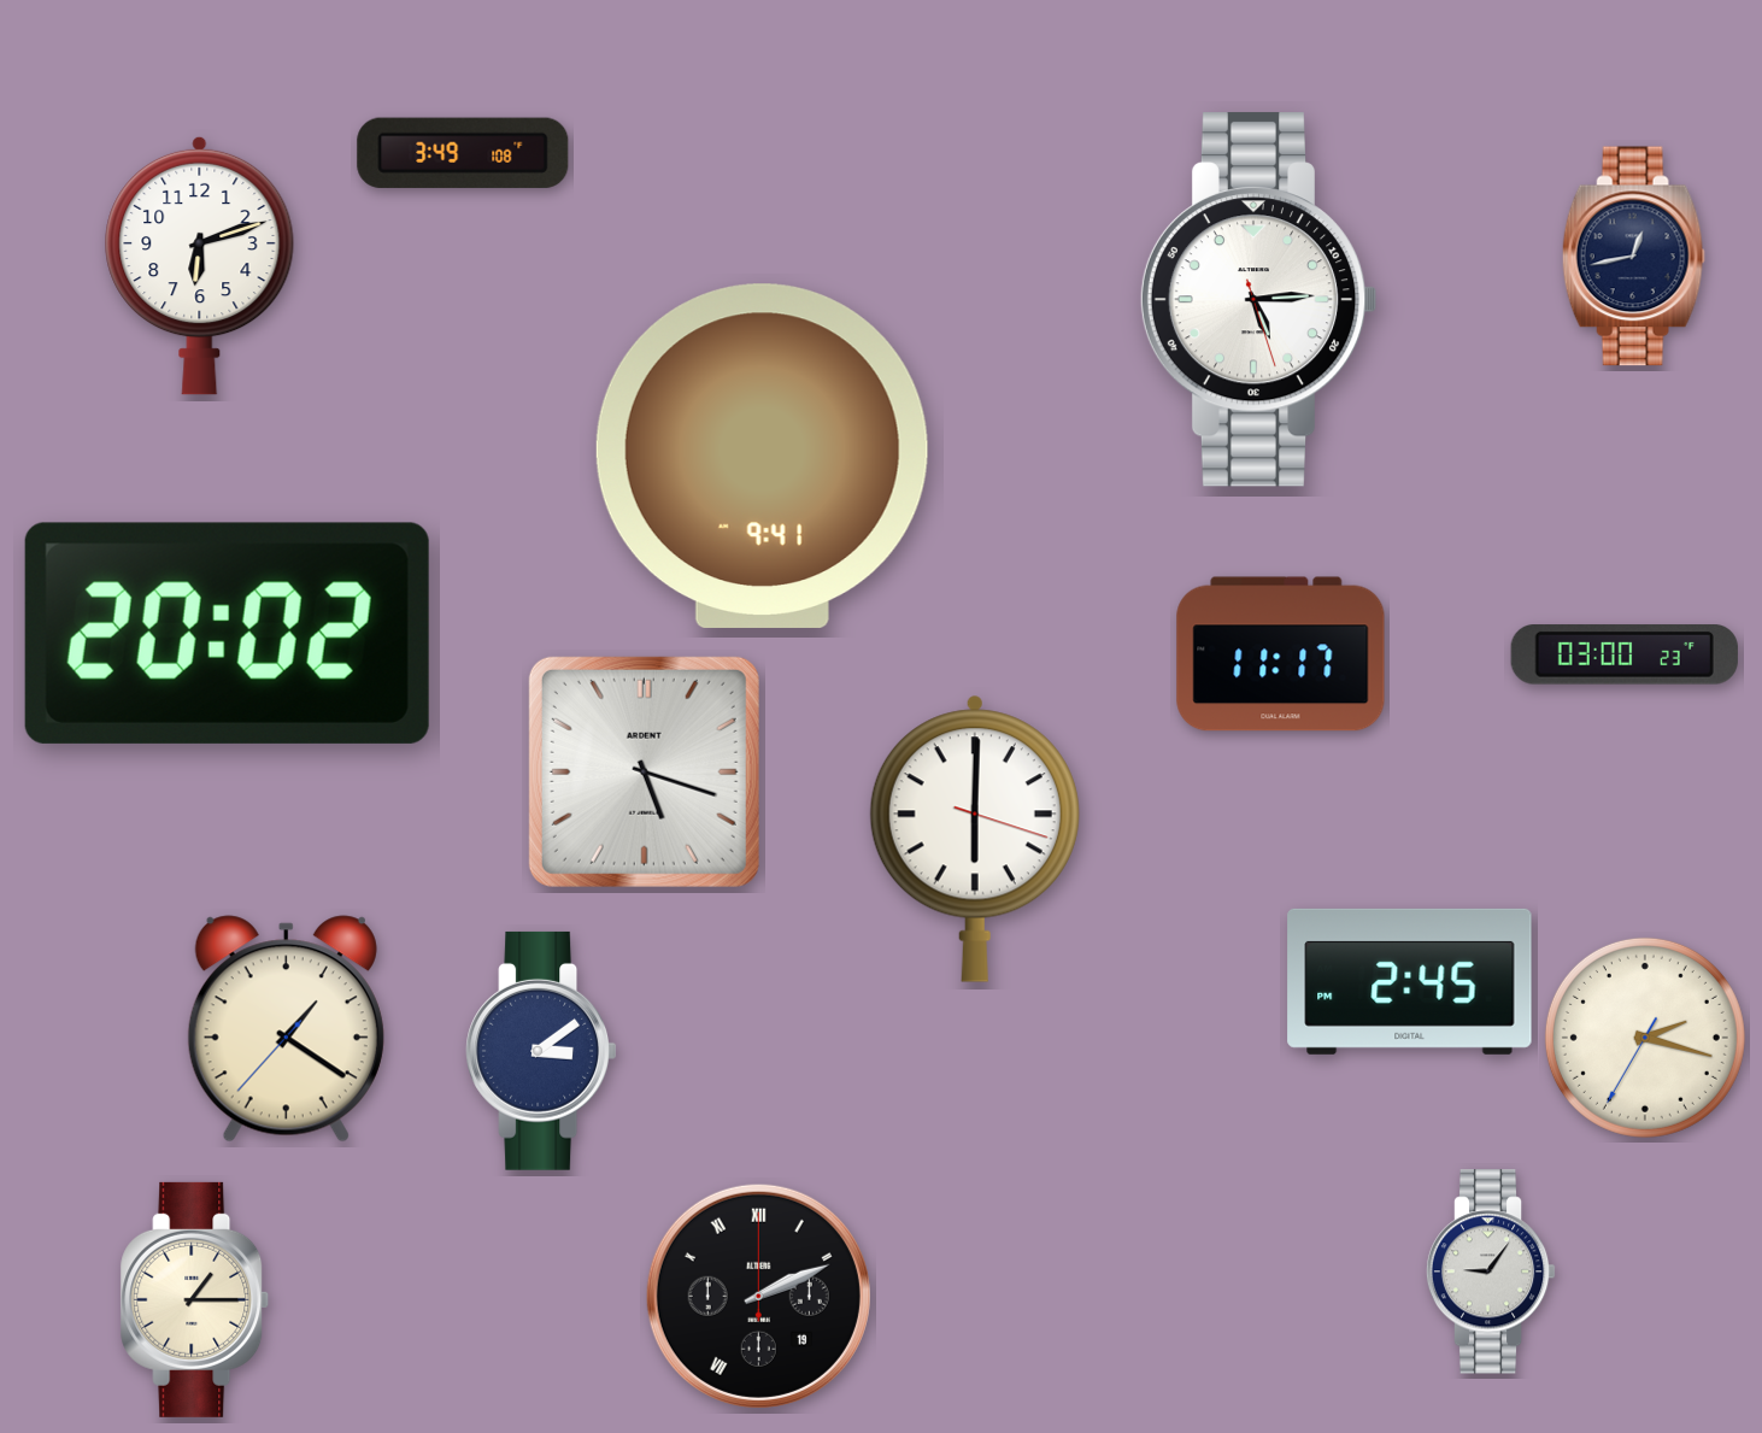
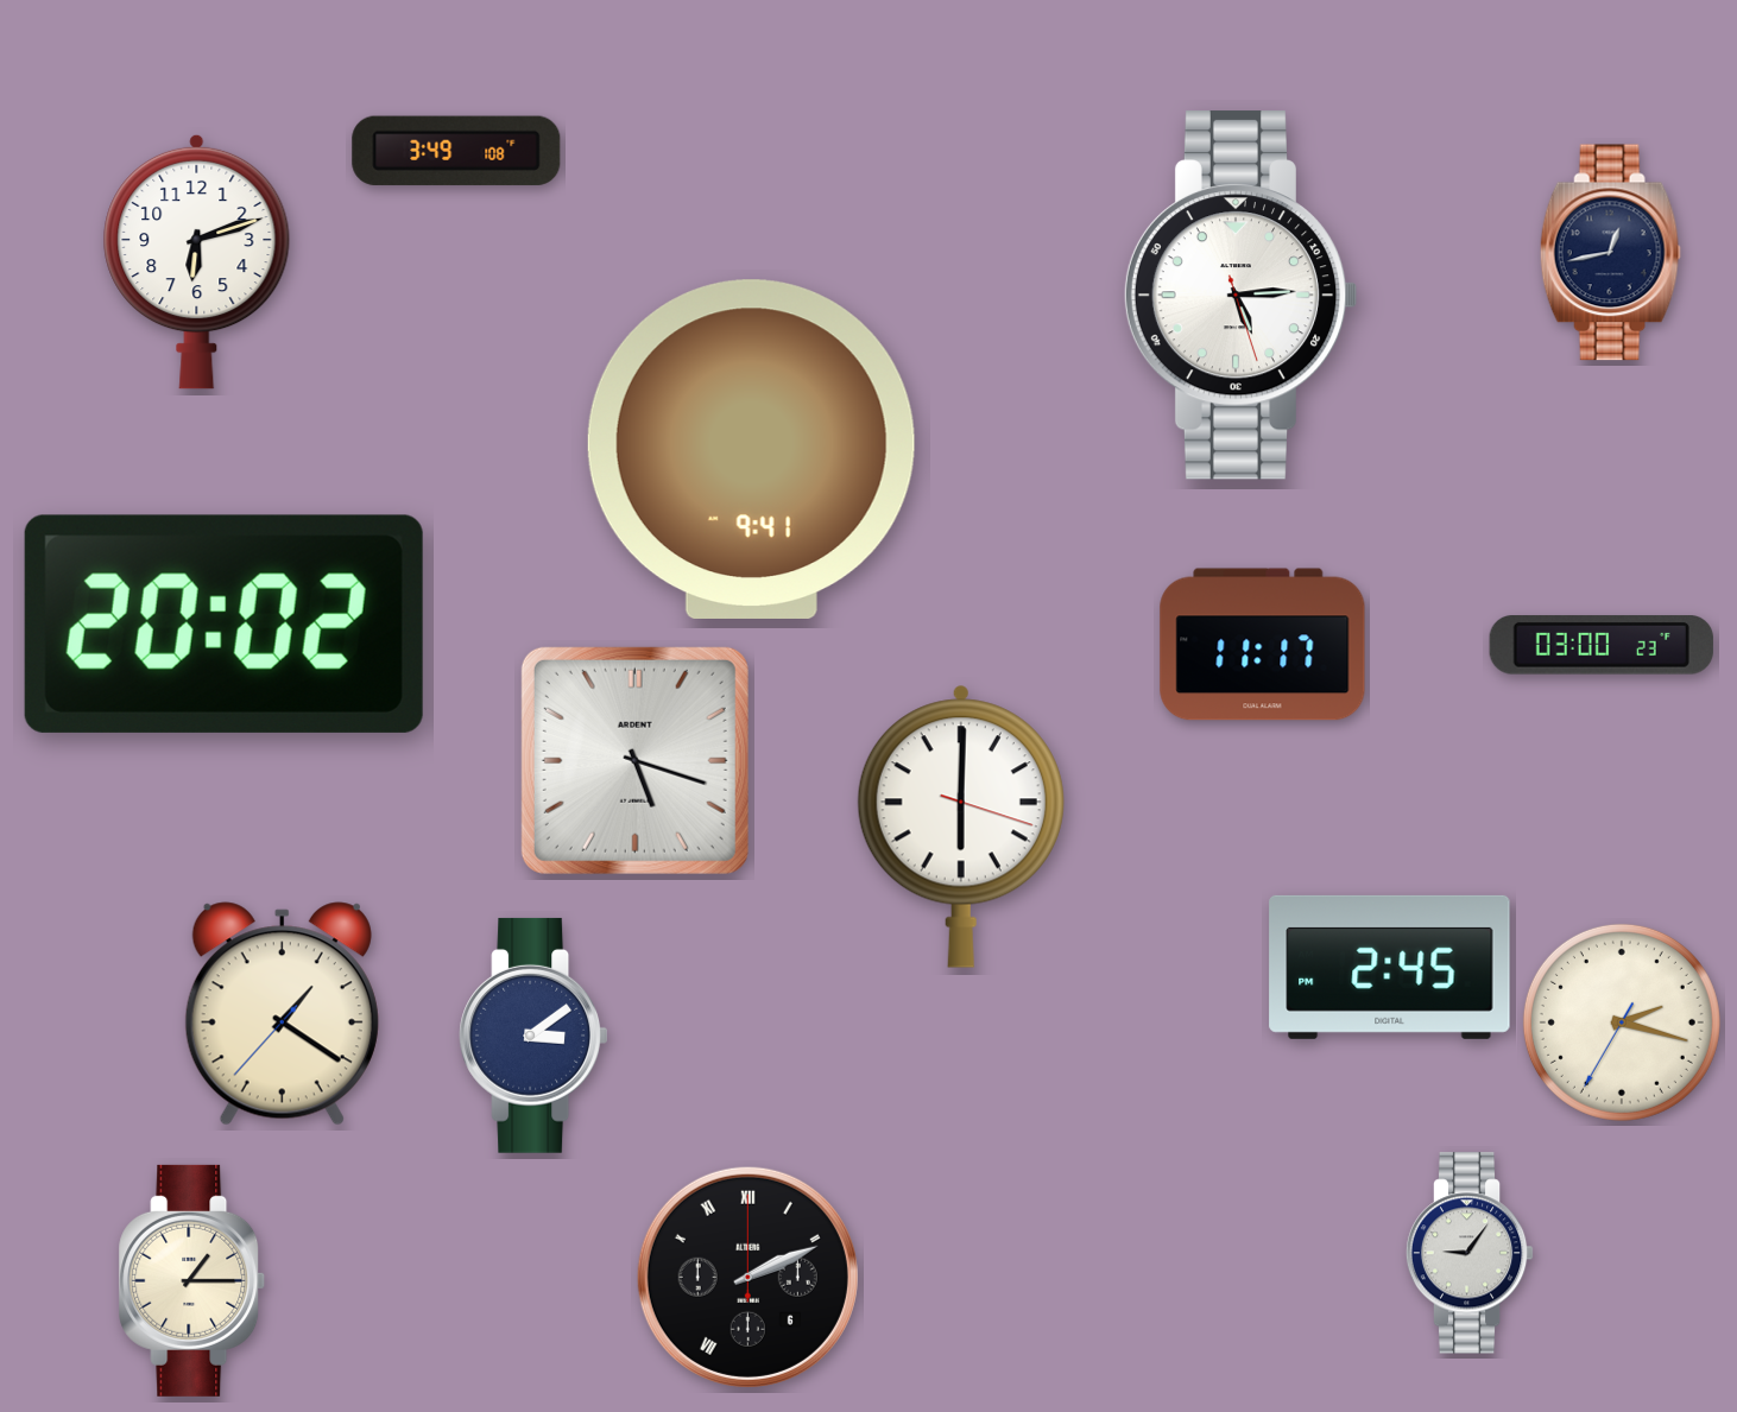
clock at (758, 1296) date: 19 -> 6
